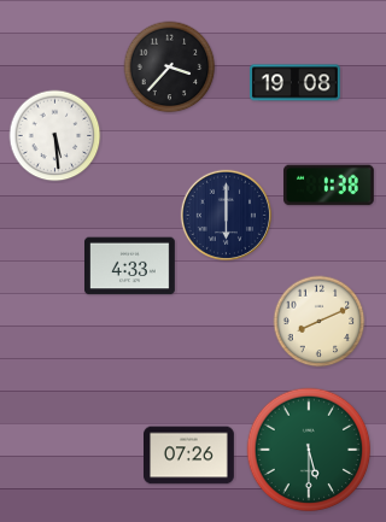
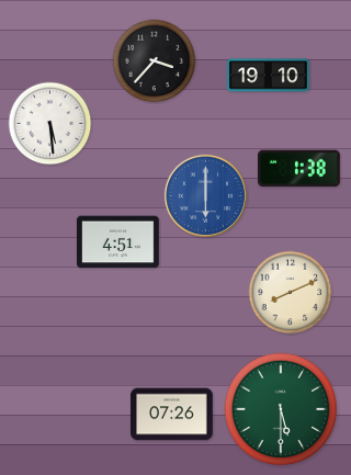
clock at (296, 83): 19:08 -> 19:10
clock at (226, 215) dial: navy -> blue
clock at (130, 266): 4:33 -> 4:51
